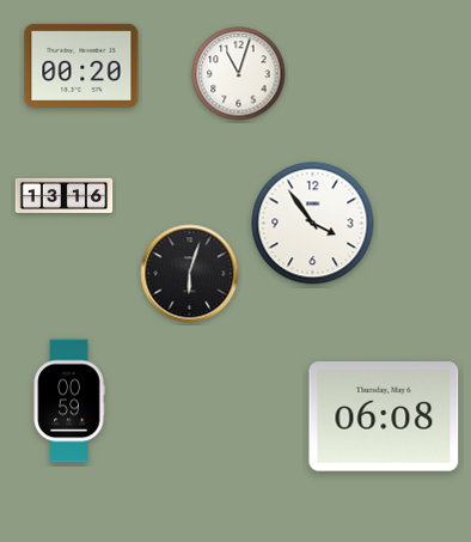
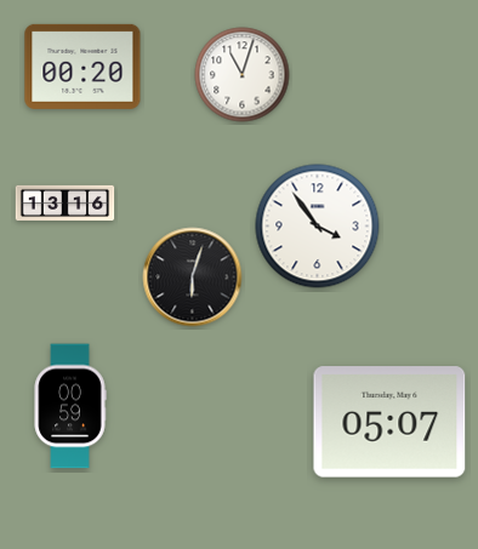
clock at (65, 195) position: (65, 195) -> (66, 202)
clock at (384, 416): 06:08 -> 05:07
